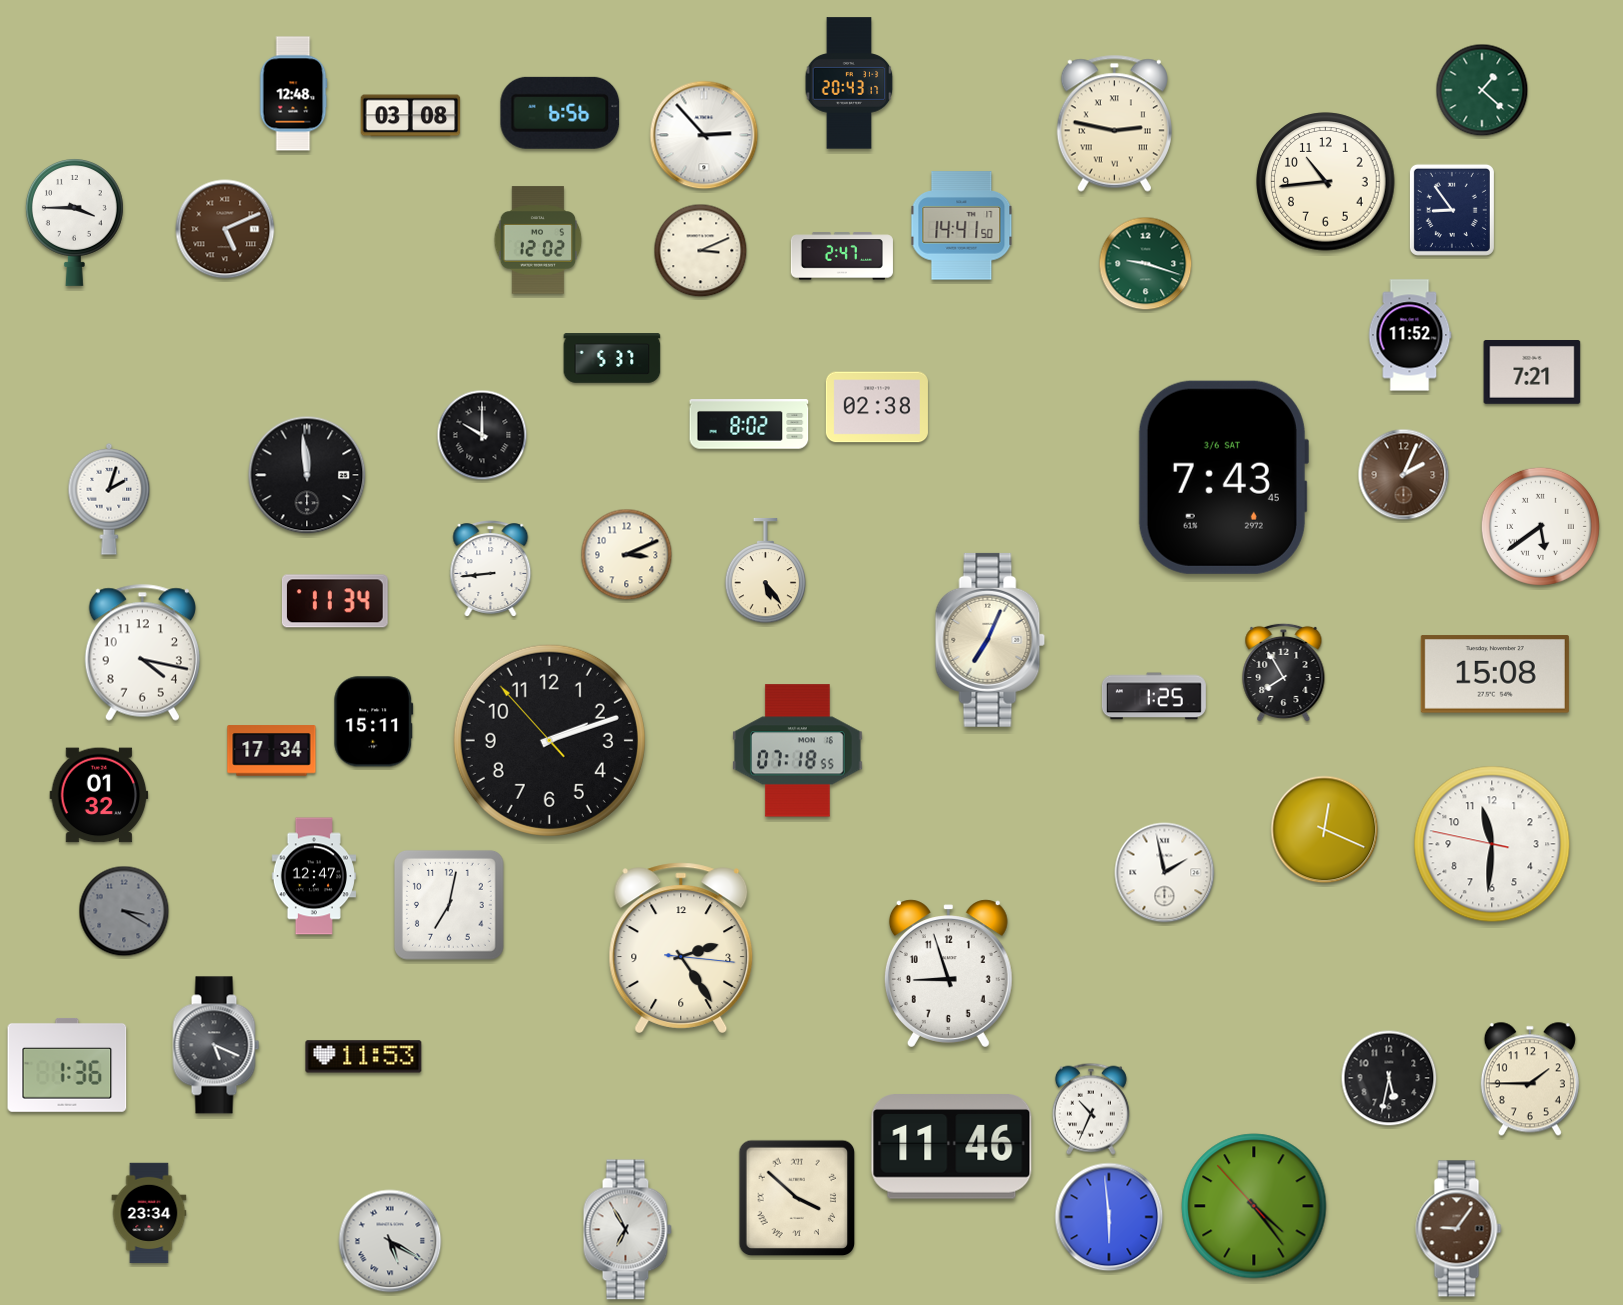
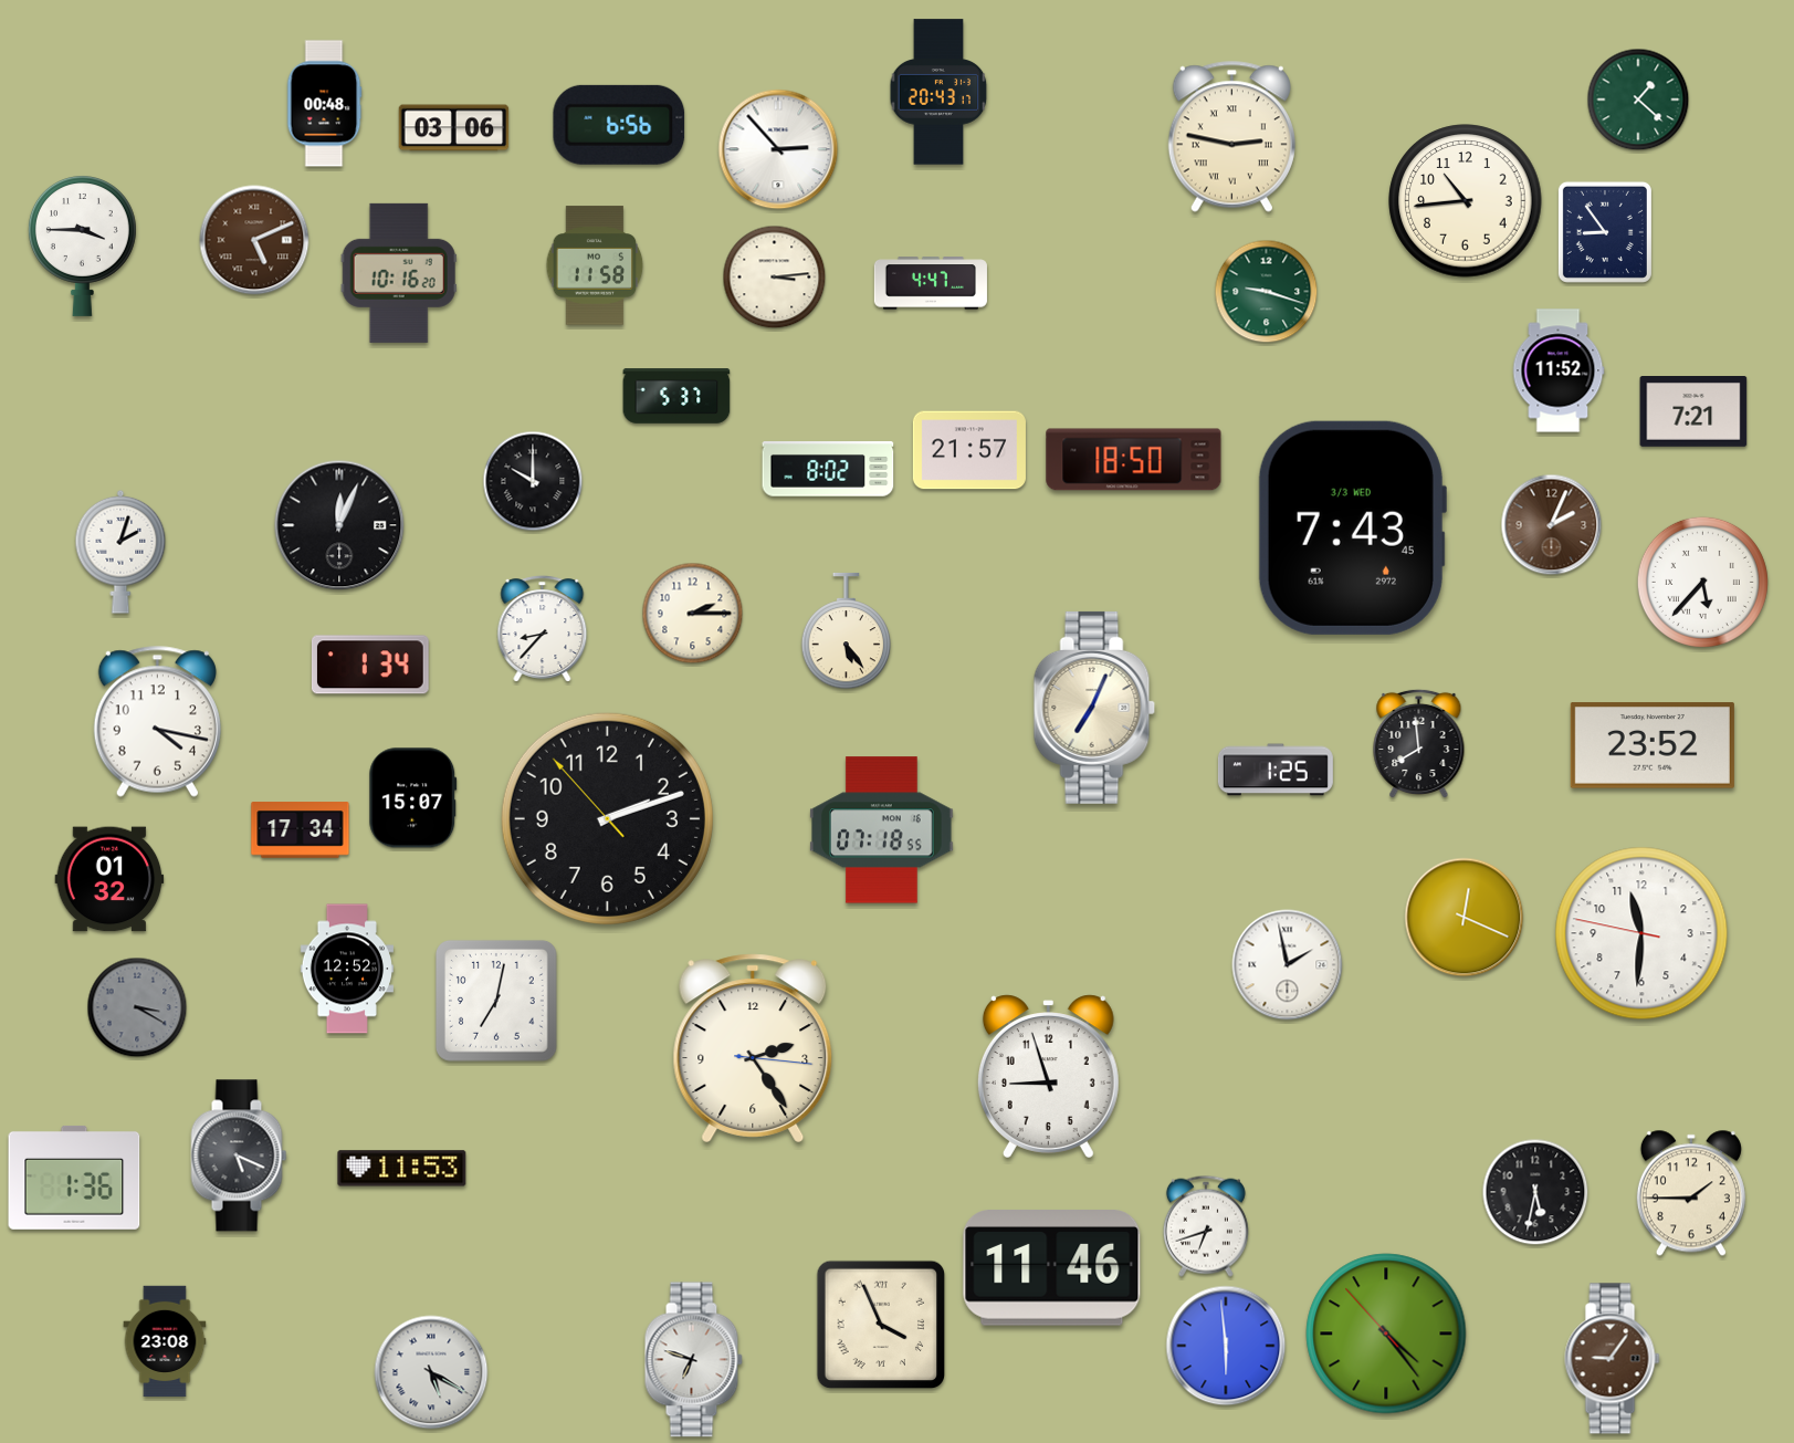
clock at (293, 94): 12:48 -> 00:48
clock at (411, 116): 03:08 -> 03:06
clock at (962, 226): 14:41 -> none
clock at (225, 229) position: (225, 229) -> (254, 240)
clock at (538, 240): 12:02 -> 11:58
clock at (399, 273): none -> 10:16
clock at (701, 251): 3:11 -> 3:14
clock at (842, 256): 2:47 -> 4:47
clock at (877, 407): 02:38 -> 21:57
clock at (1134, 460): none -> 18:50
clock at (307, 475): 11:59 -> 12:04
clock at (1223, 477) date: 3/6 SAT -> 3/3 WED
clock at (1540, 526): 5:39 -> 5:37
clock at (627, 555): 3:11 -> 2:15
clock at (491, 569): 8:44 -> 8:37
clock at (335, 601): 11:34 -> 1:34
clock at (1284, 673): 7:55 -> 7:59
clock at (1495, 674): 15:08 -> 23:52
clock at (374, 722): 15:11 -> 15:07
clock at (1492, 844) position: (1492, 844) -> (1641, 933)
clock at (313, 876): 12:47 -> 12:52
clock at (1091, 1109): 10:34 -> 6:42
clock at (797, 1198): 3:52 -> 3:56
clock at (149, 1213): 23:34 -> 23:08
clock at (627, 1230): 6:55 -> 6:48
